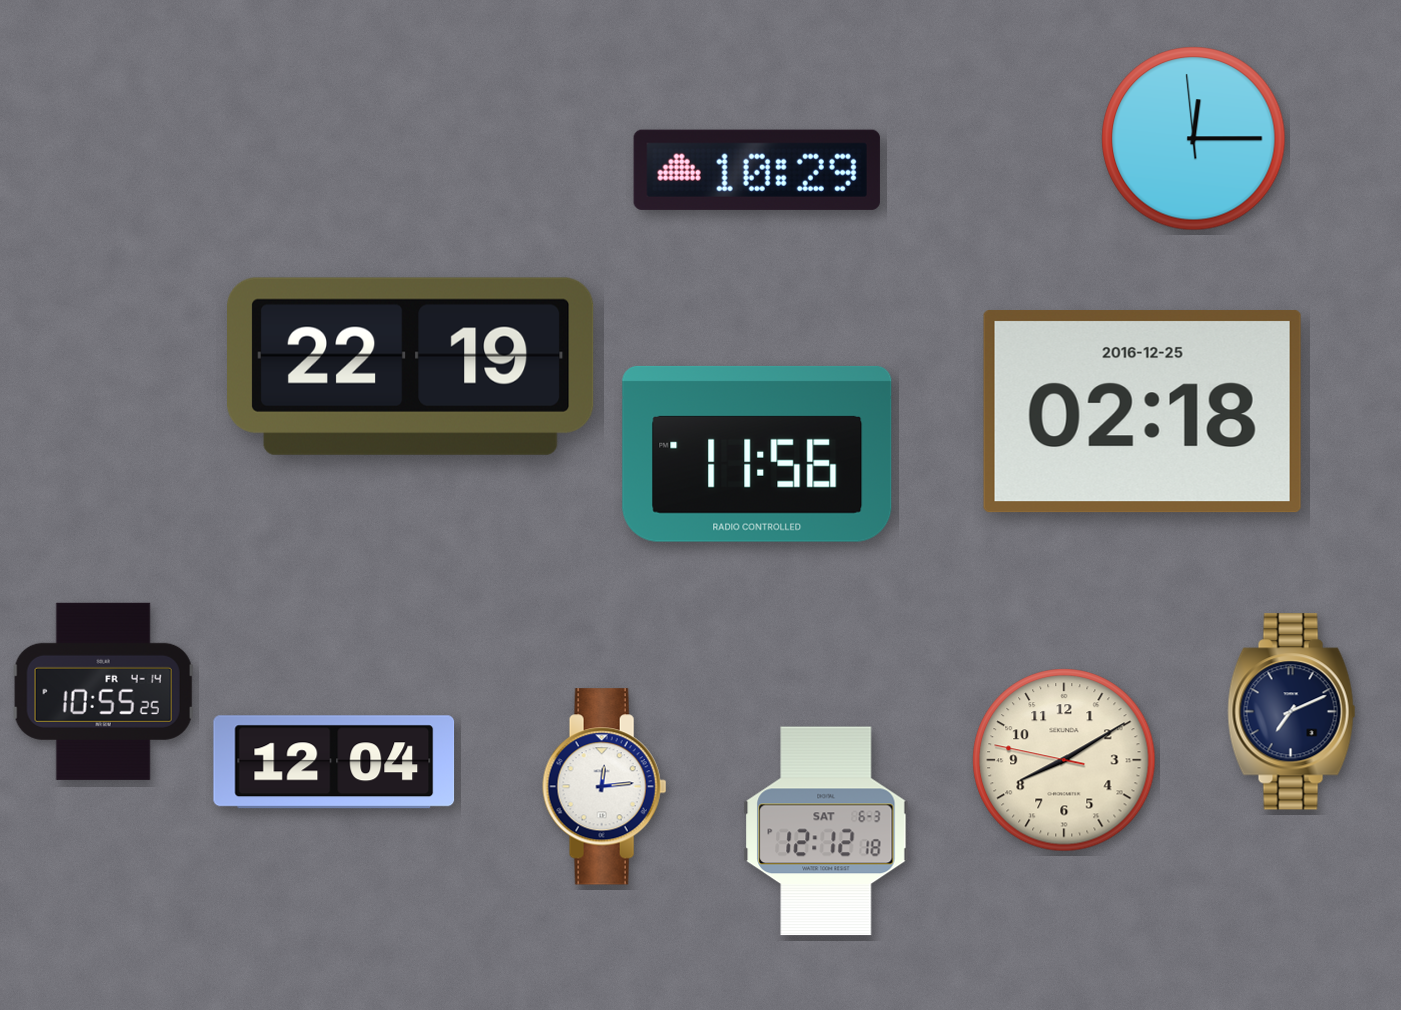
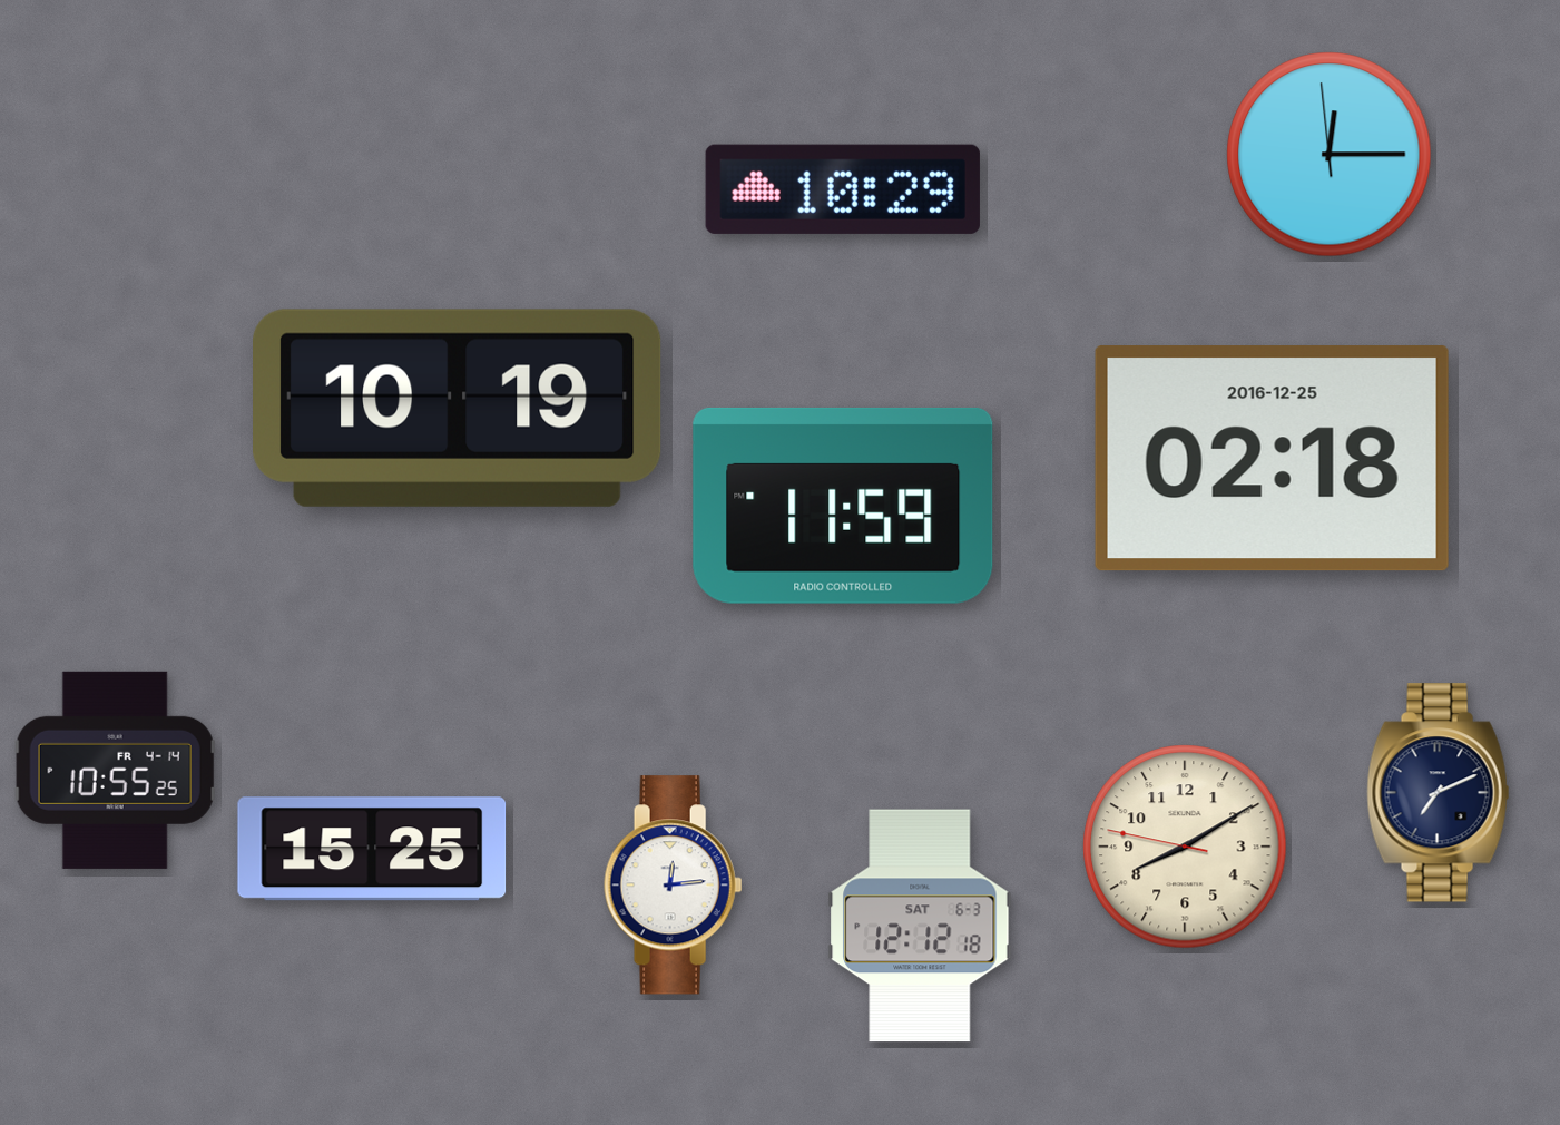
clock at (411, 366): 22:19 -> 10:19
clock at (757, 454): 11:56 -> 11:59
clock at (334, 762): 12:04 -> 15:25
clock at (605, 787) position: (605, 787) -> (674, 886)
